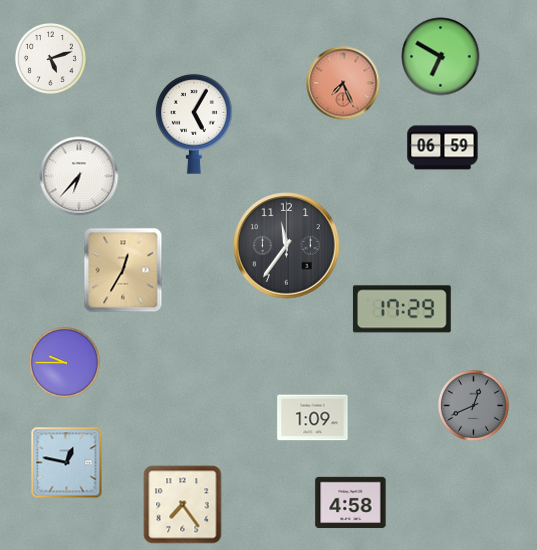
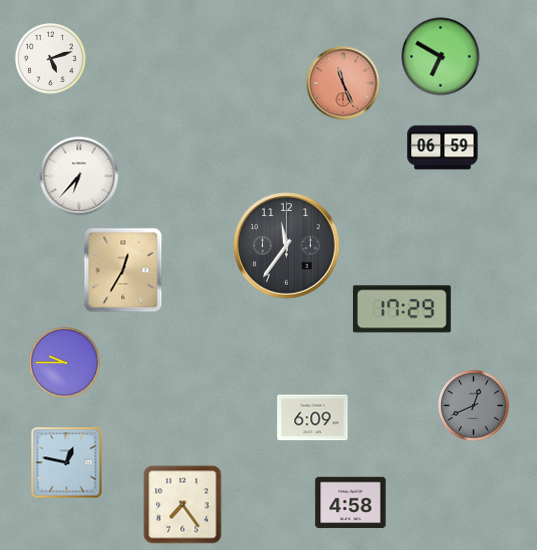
clock at (343, 83): 7:26 -> 11:26
clock at (195, 124): 5:05 -> none
clock at (313, 418): 1:09 -> 6:09
